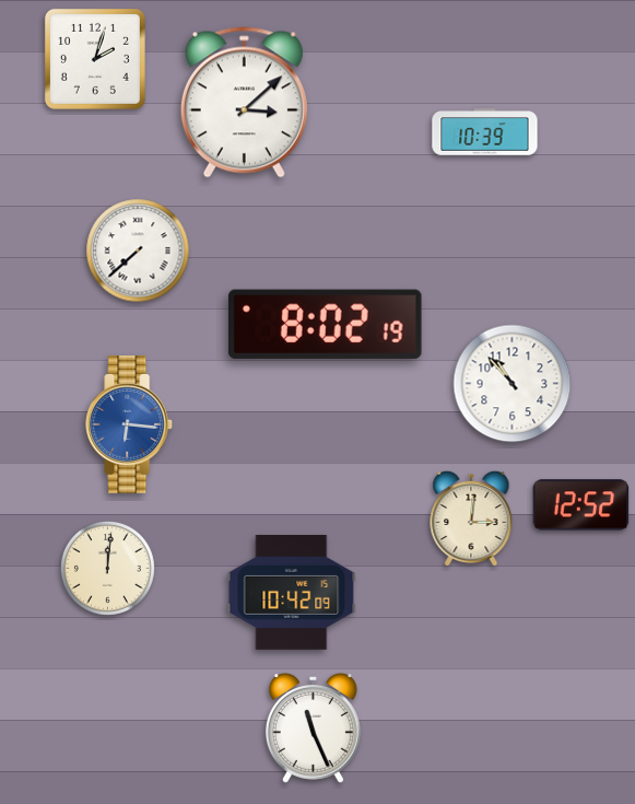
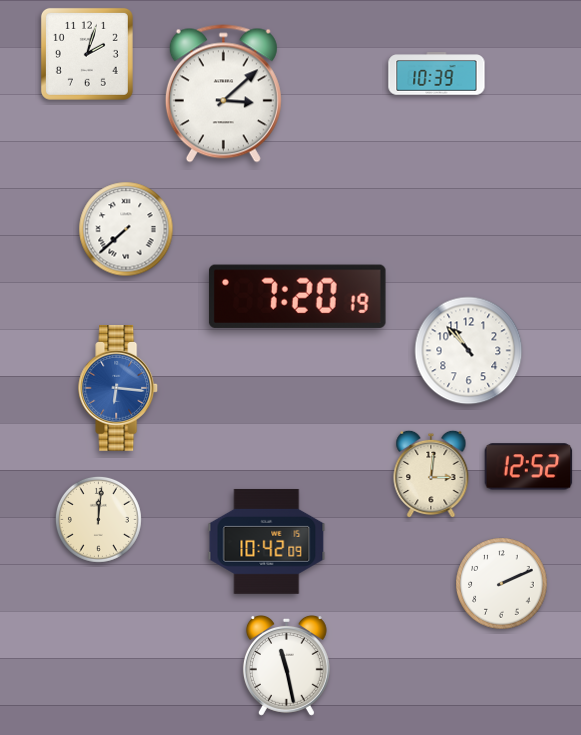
clock at (485, 132) position: (485, 132) -> (437, 74)
clock at (325, 324): 8:02 -> 7:20
clock at (581, 505) position: (581, 505) -> (529, 467)
clock at (502, 584): none -> 2:11
clock at (313, 729): 11:26 -> 11:28
